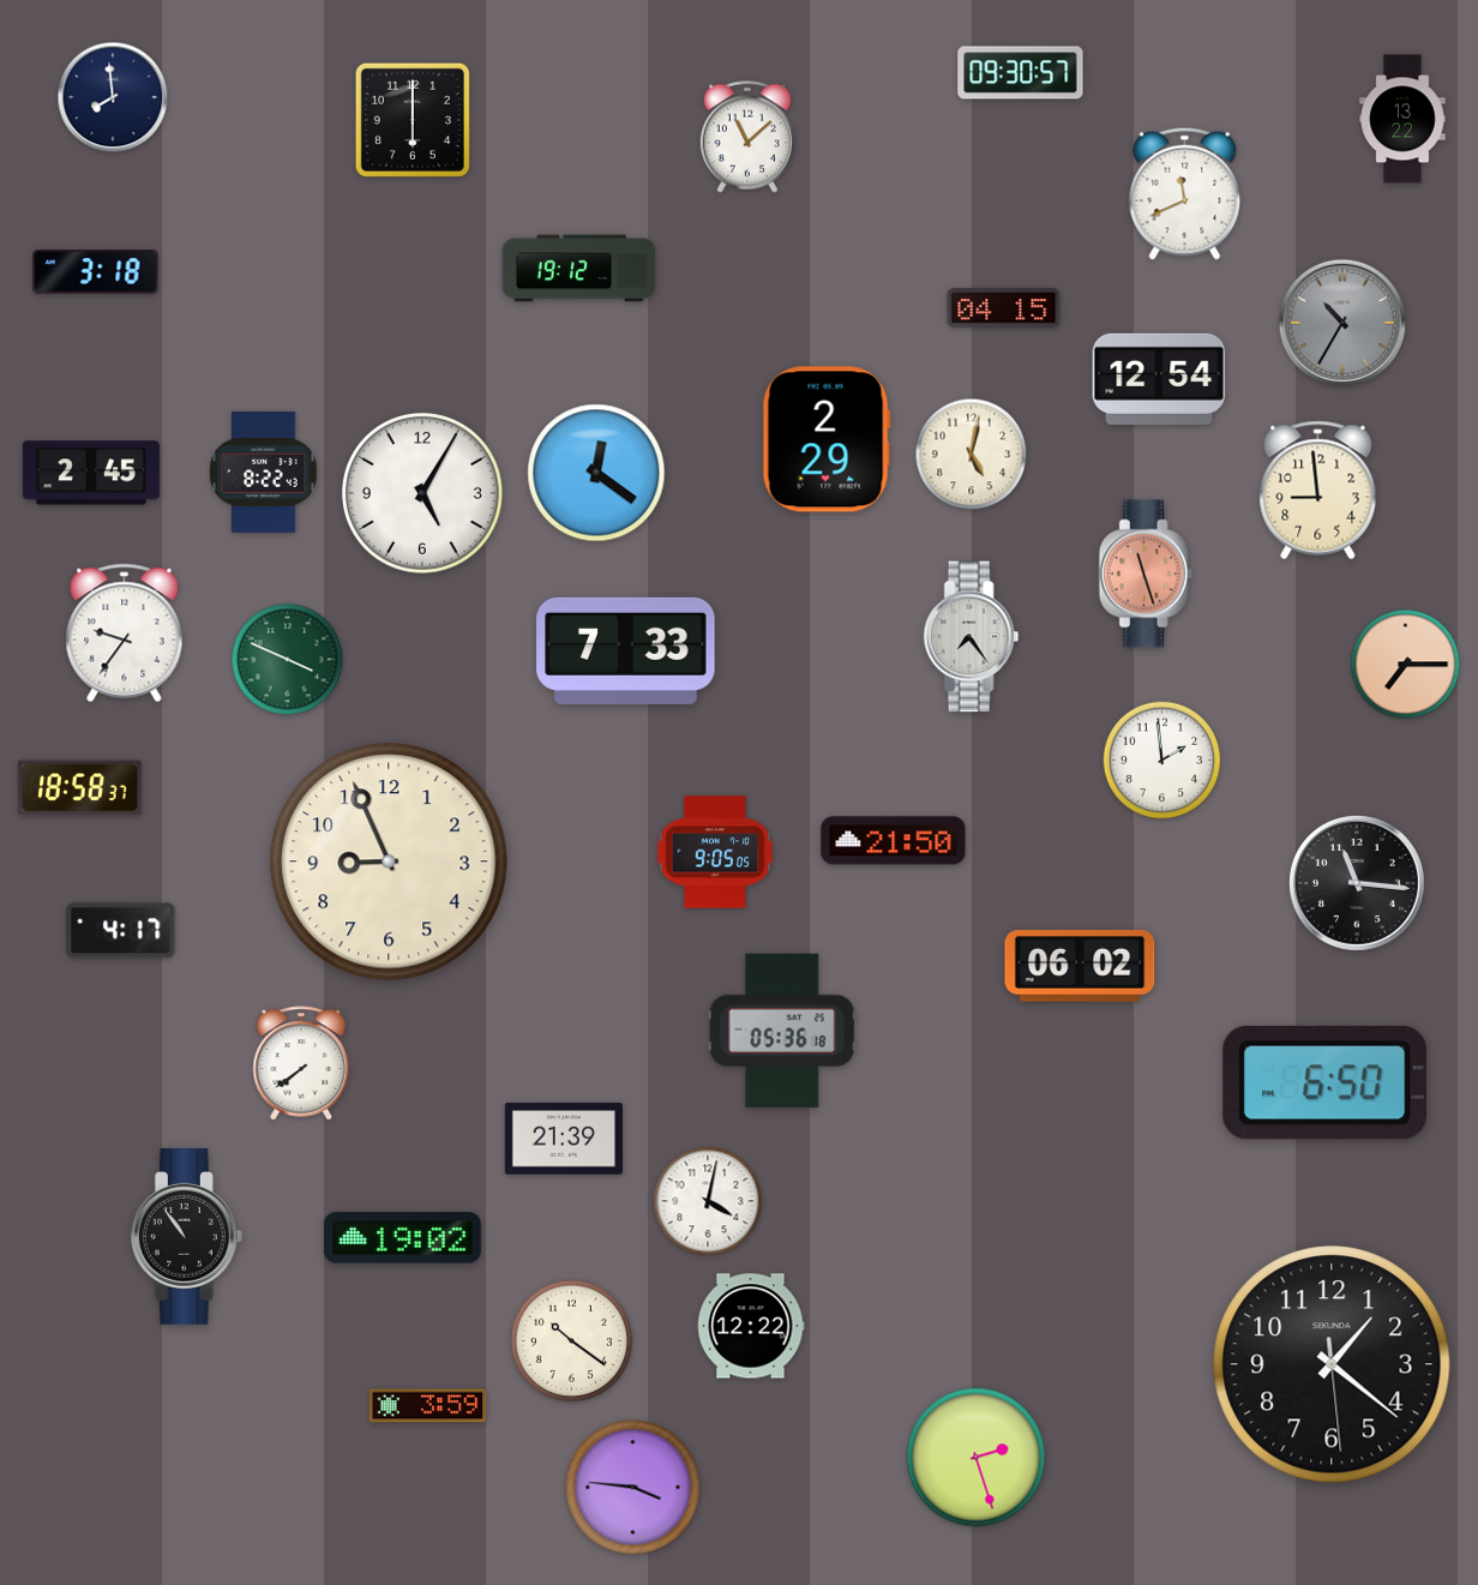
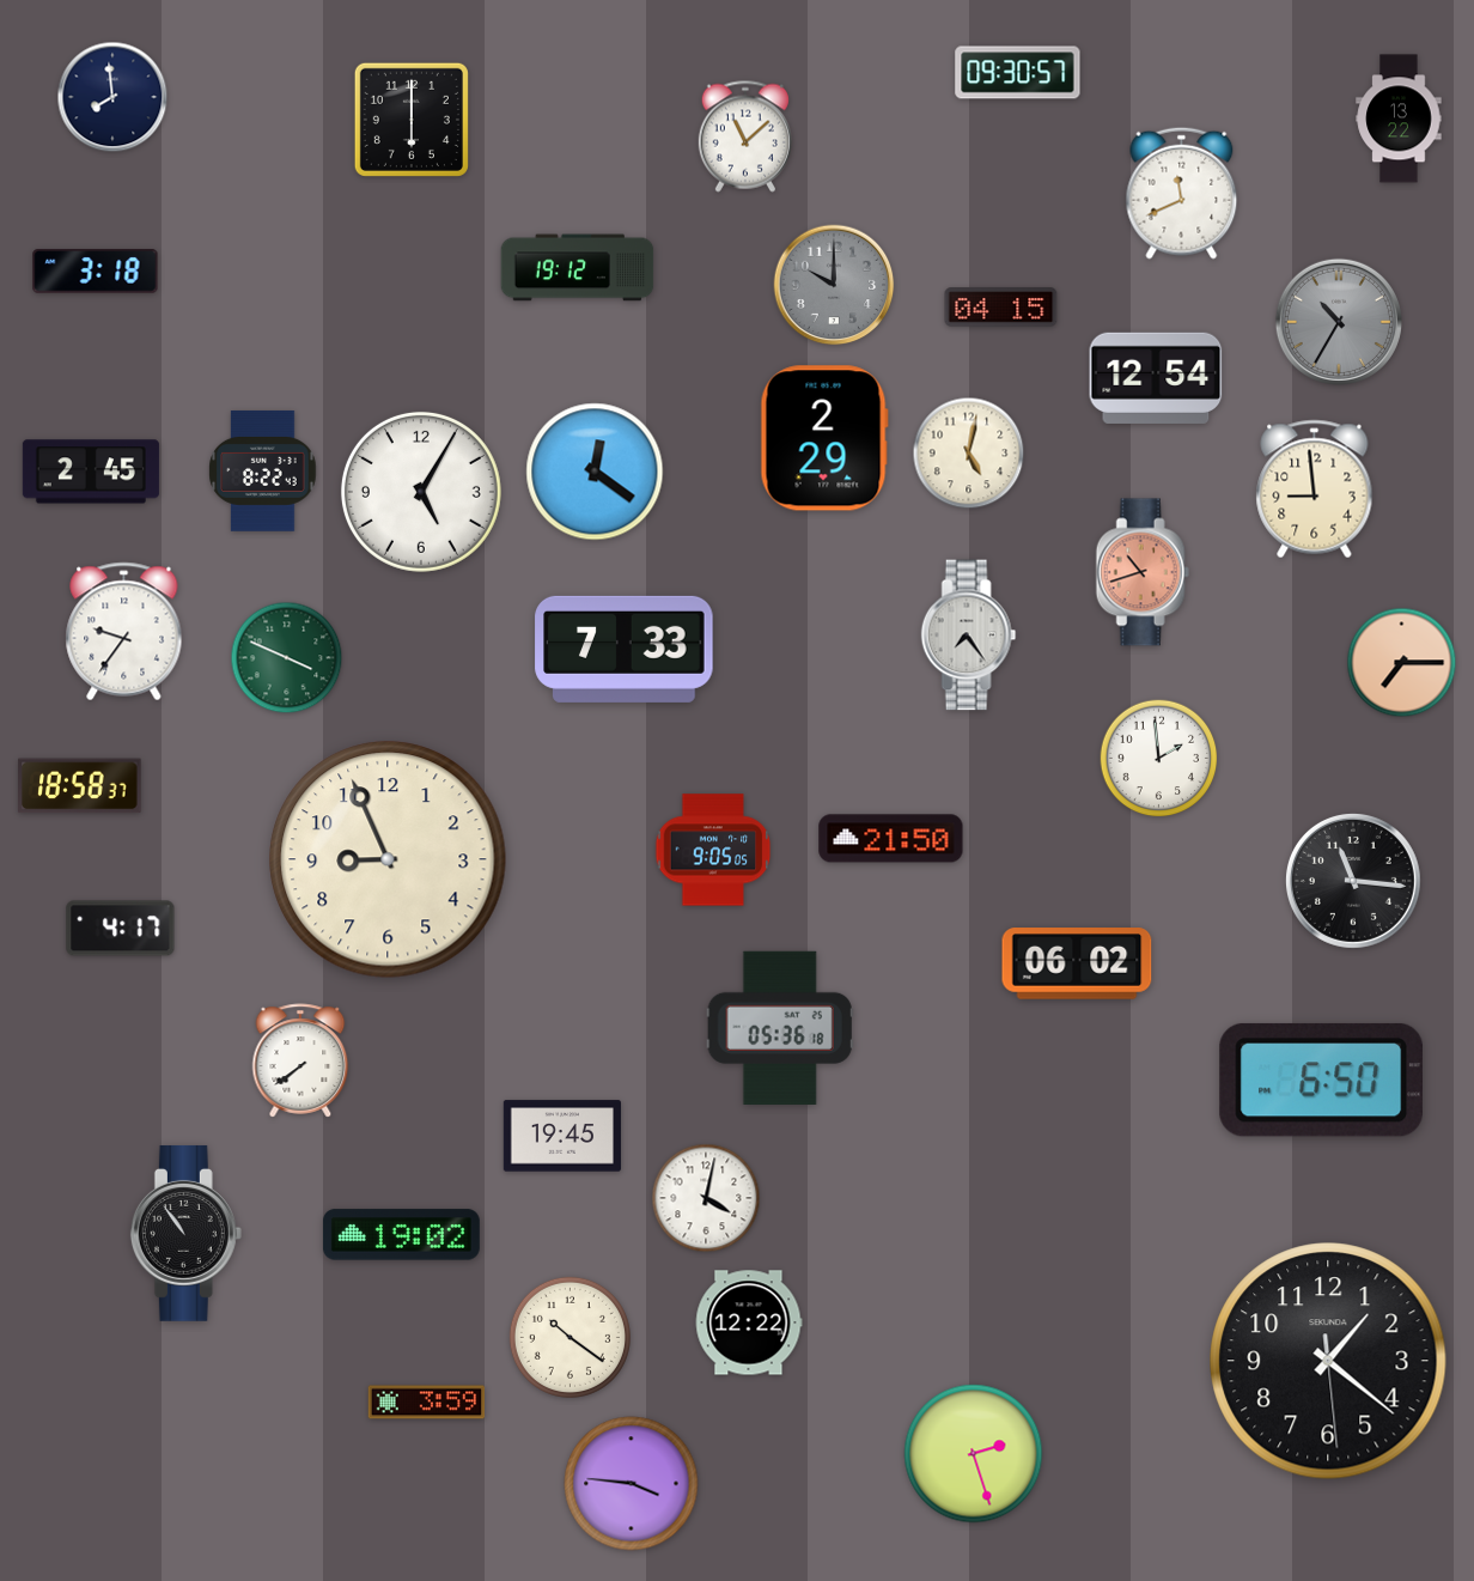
clock at (834, 285): none -> 10:00
clock at (1146, 574): 11:27 -> 10:42
clock at (564, 1139): 21:39 -> 19:45
